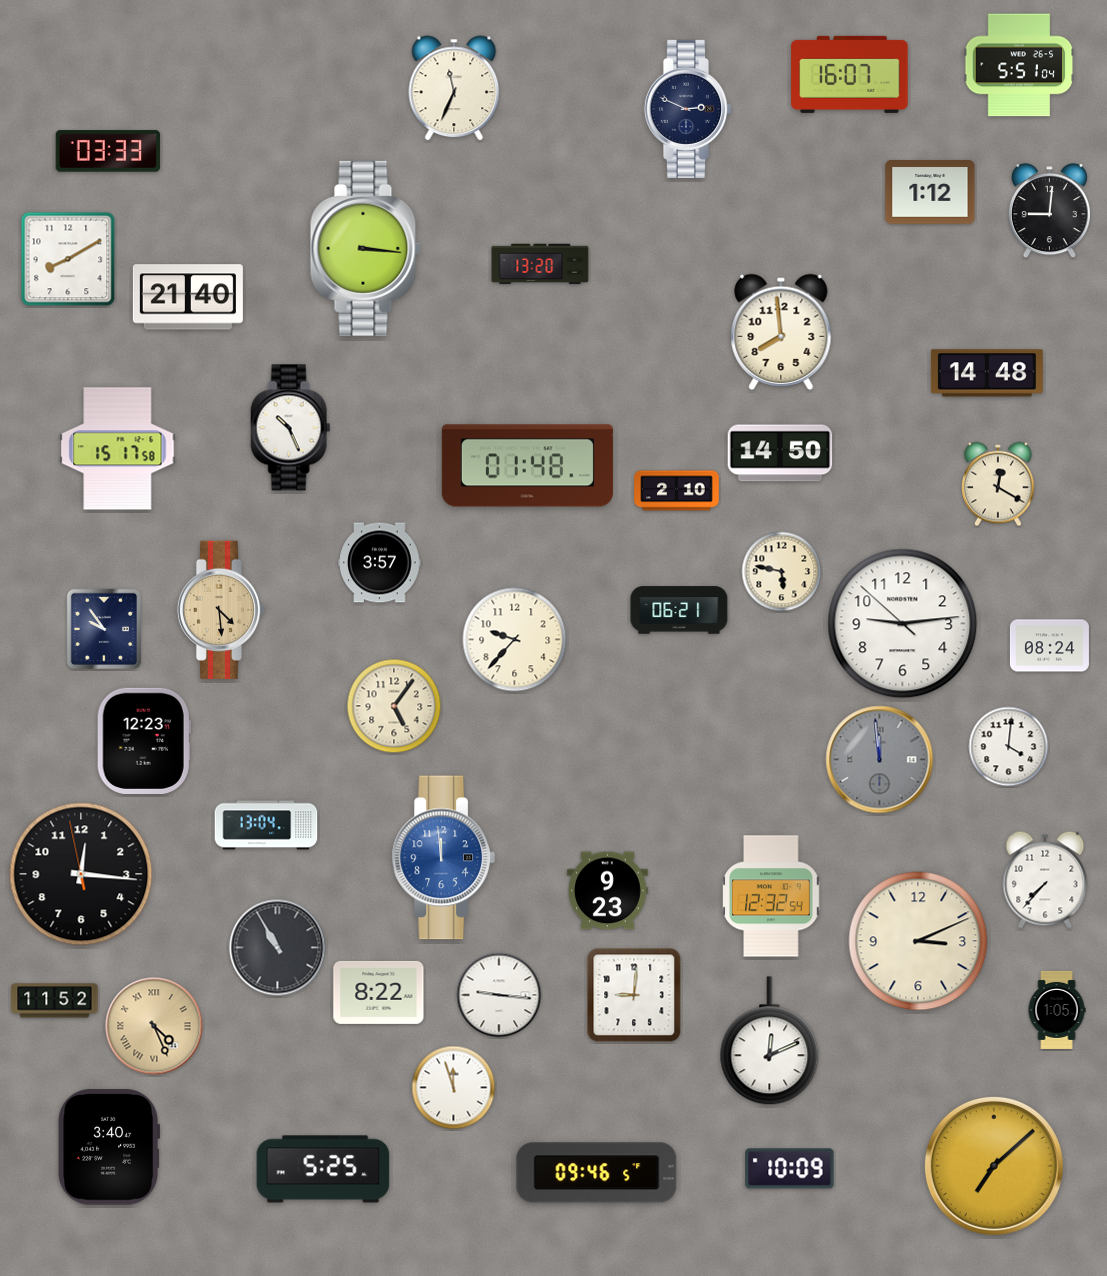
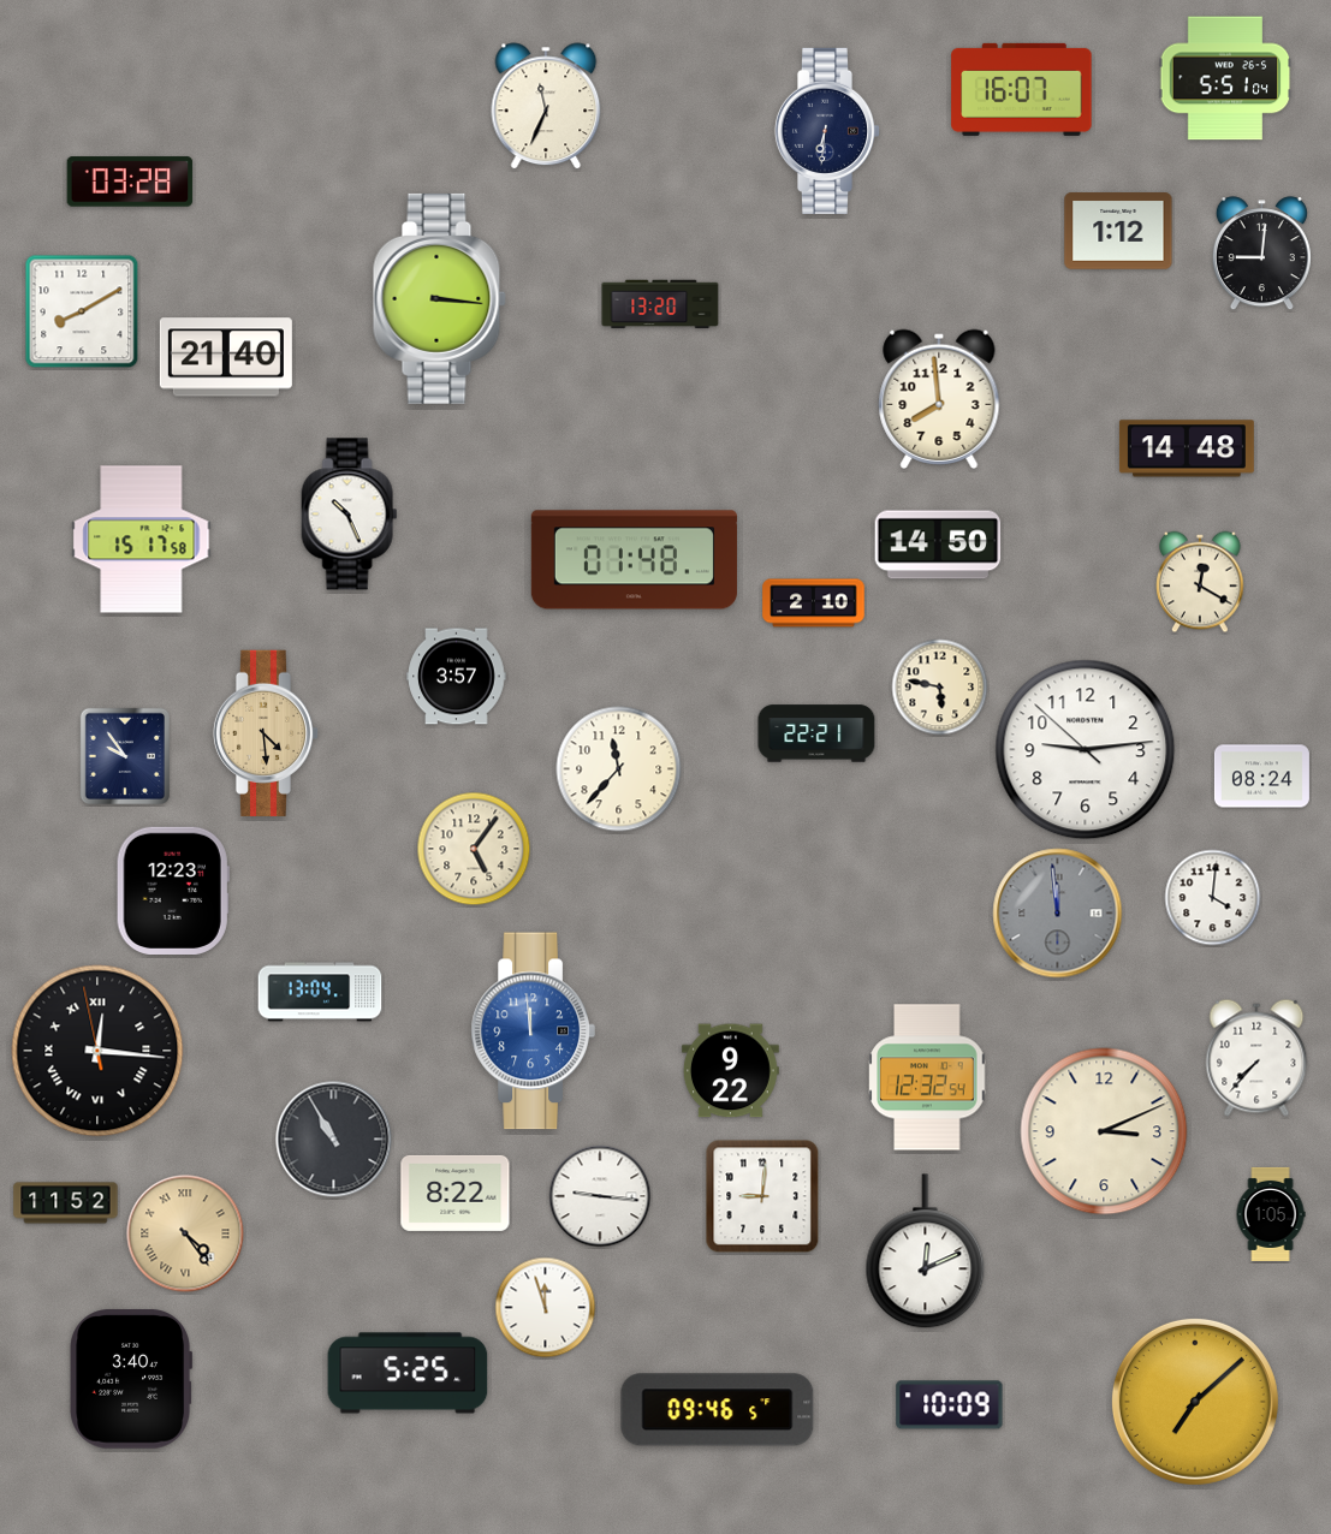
clock at (688, 109): 2:49 -> 6:31
clock at (108, 151): 03:33 -> 03:28
clock at (540, 264) position: (540, 264) -> (660, 304)
clock at (677, 491) position: (677, 491) -> (814, 604)
clock at (679, 610): 06:21 -> 22:21
clock at (515, 640): 9:37 -> 11:37
clock at (81, 874) numerals: Arabic -> Roman
clock at (607, 891): 9:23 -> 9:22
clock at (154, 1026): 4:26 -> 4:24
clock at (323, 1169) position: (323, 1169) -> (408, 1373)
